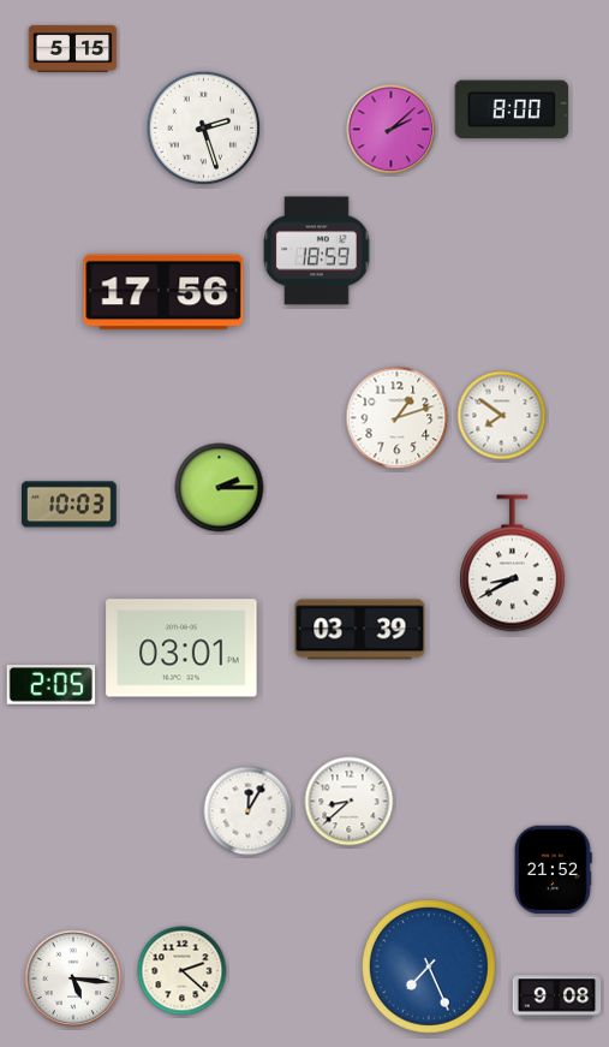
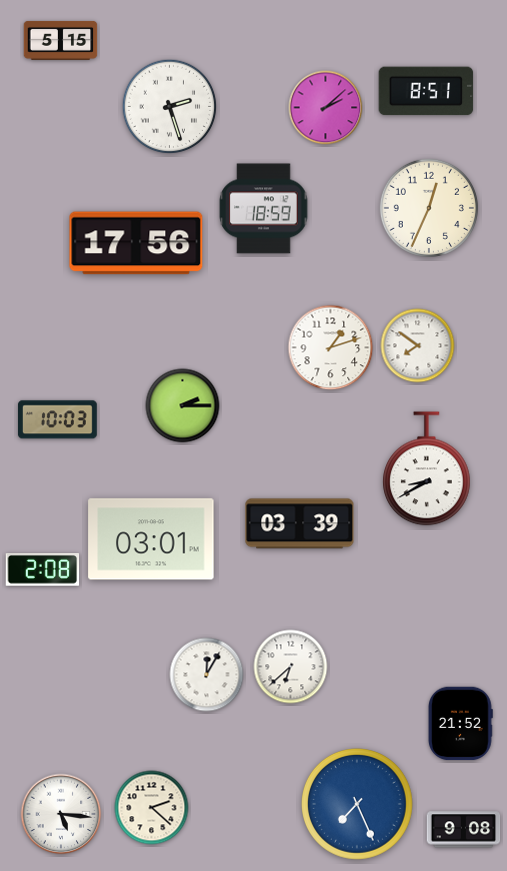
clock at (512, 109): 8:00 -> 8:51
clock at (429, 208): none -> 12:34
clock at (52, 685): 2:05 -> 2:08
clock at (350, 802): 8:38 -> 6:38
